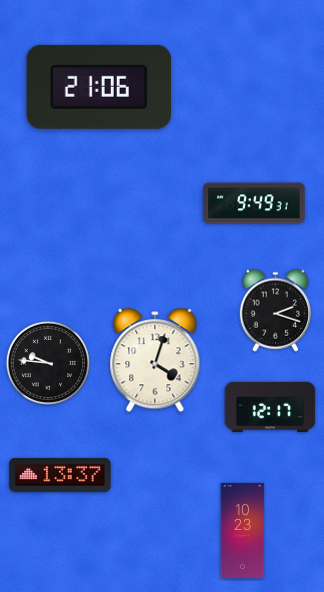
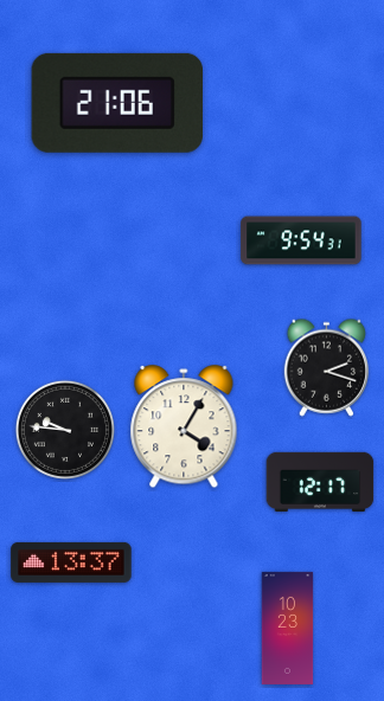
clock at (254, 203): 9:49 -> 9:54
clock at (155, 361): 4:03 -> 4:05
clock at (48, 363) position: (48, 363) -> (65, 430)
